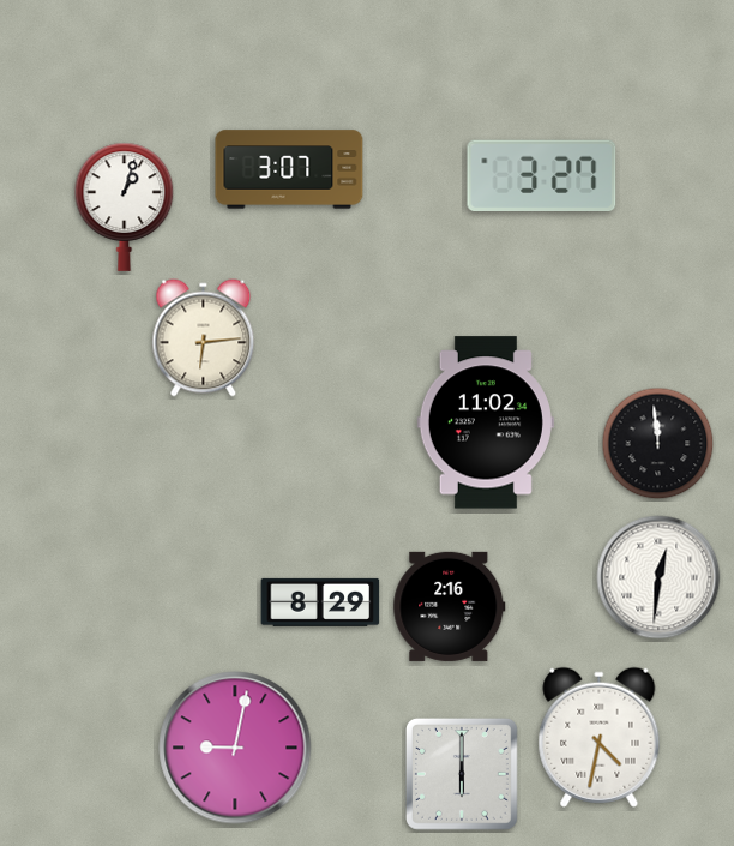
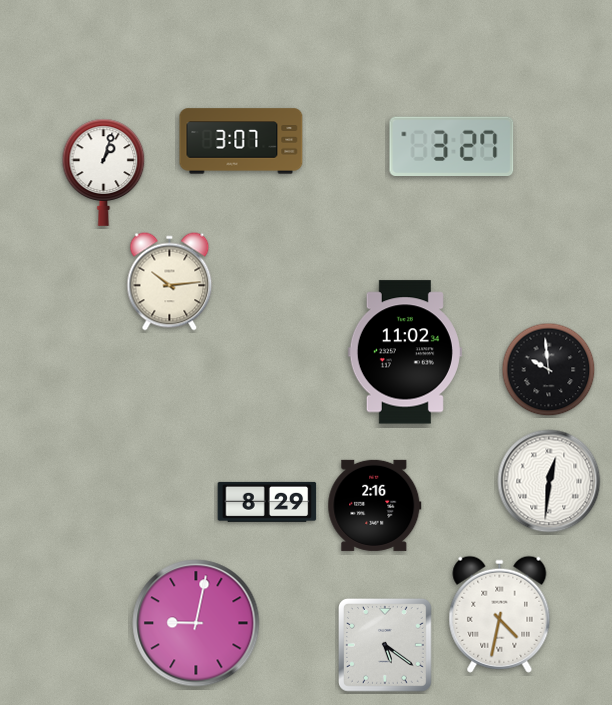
clock at (204, 338): 6:14 -> 10:14
clock at (658, 444): 11:59 -> 9:59
clock at (463, 775): 6:00 -> 5:21
